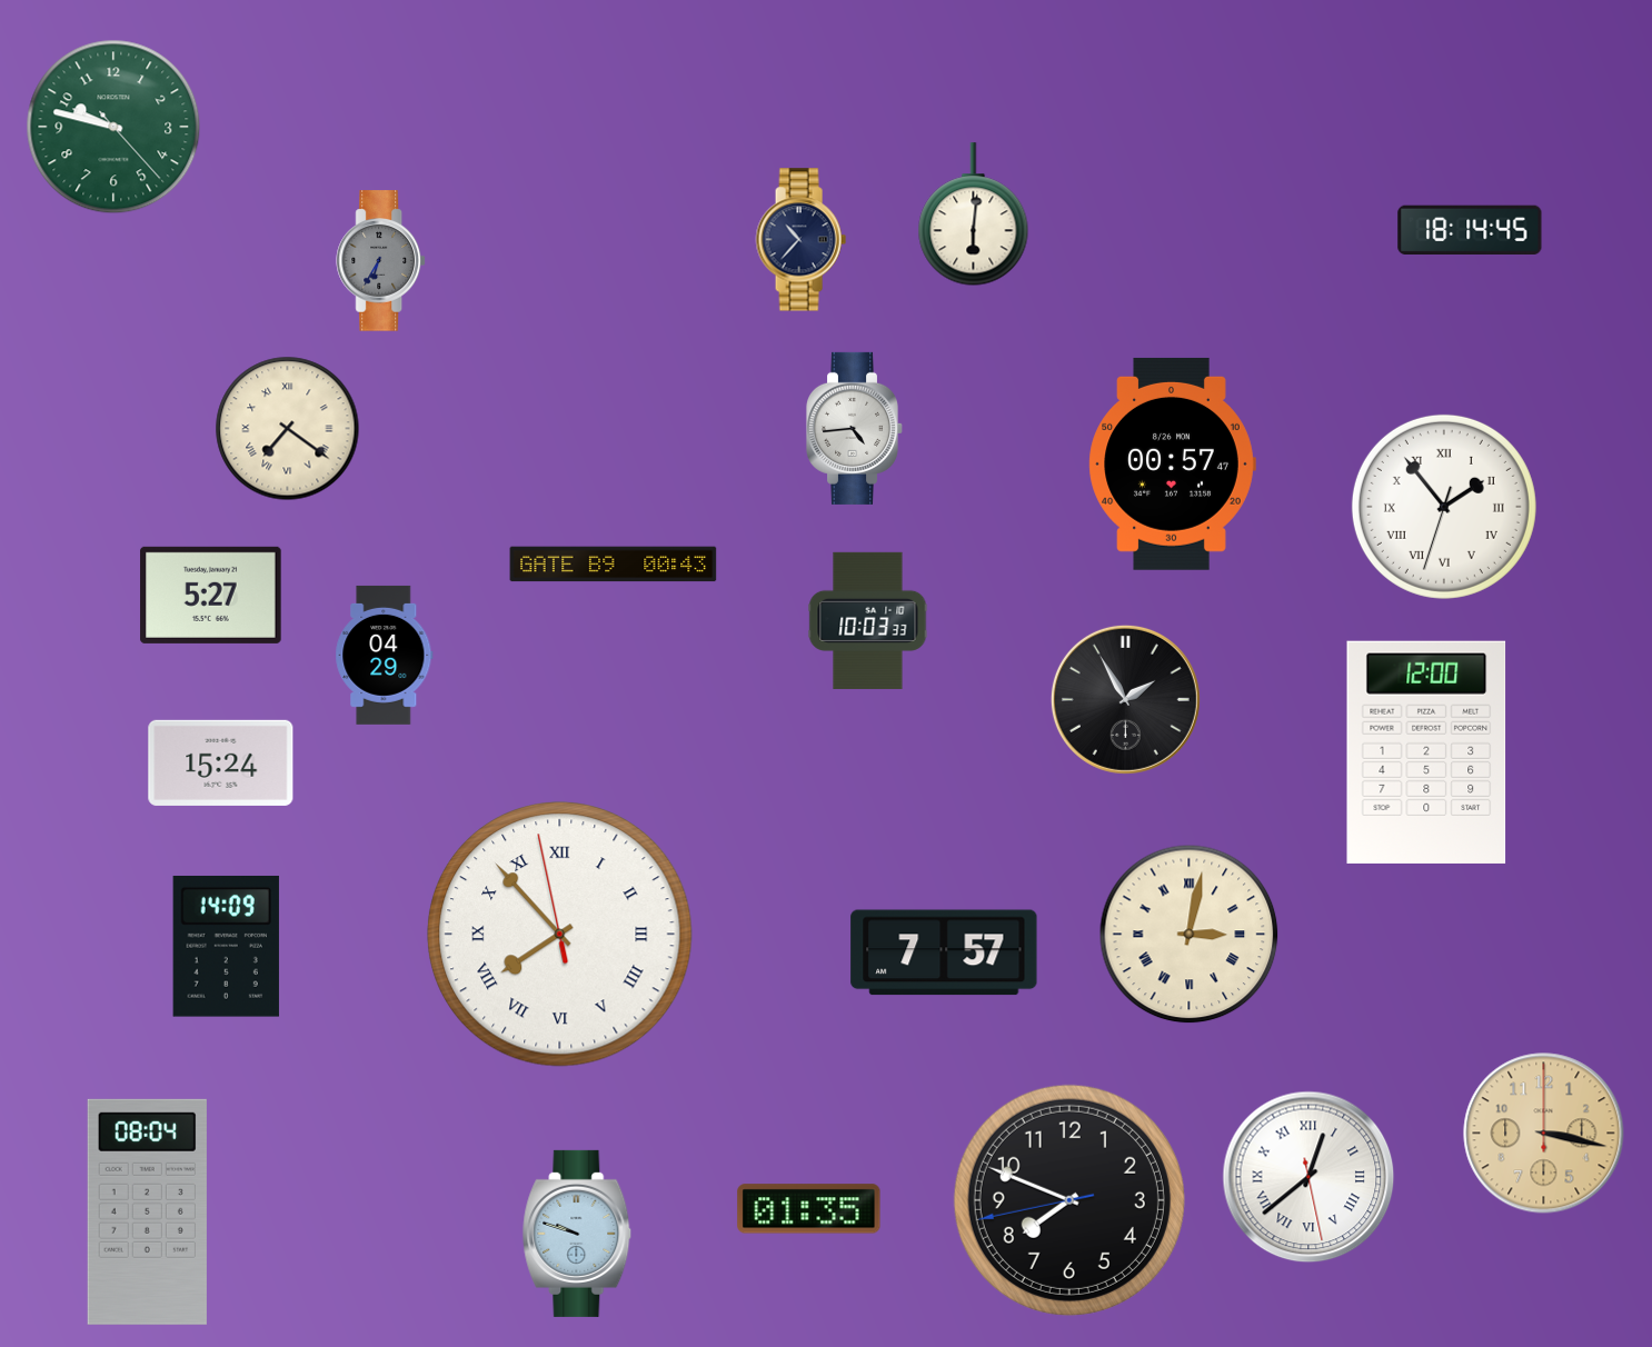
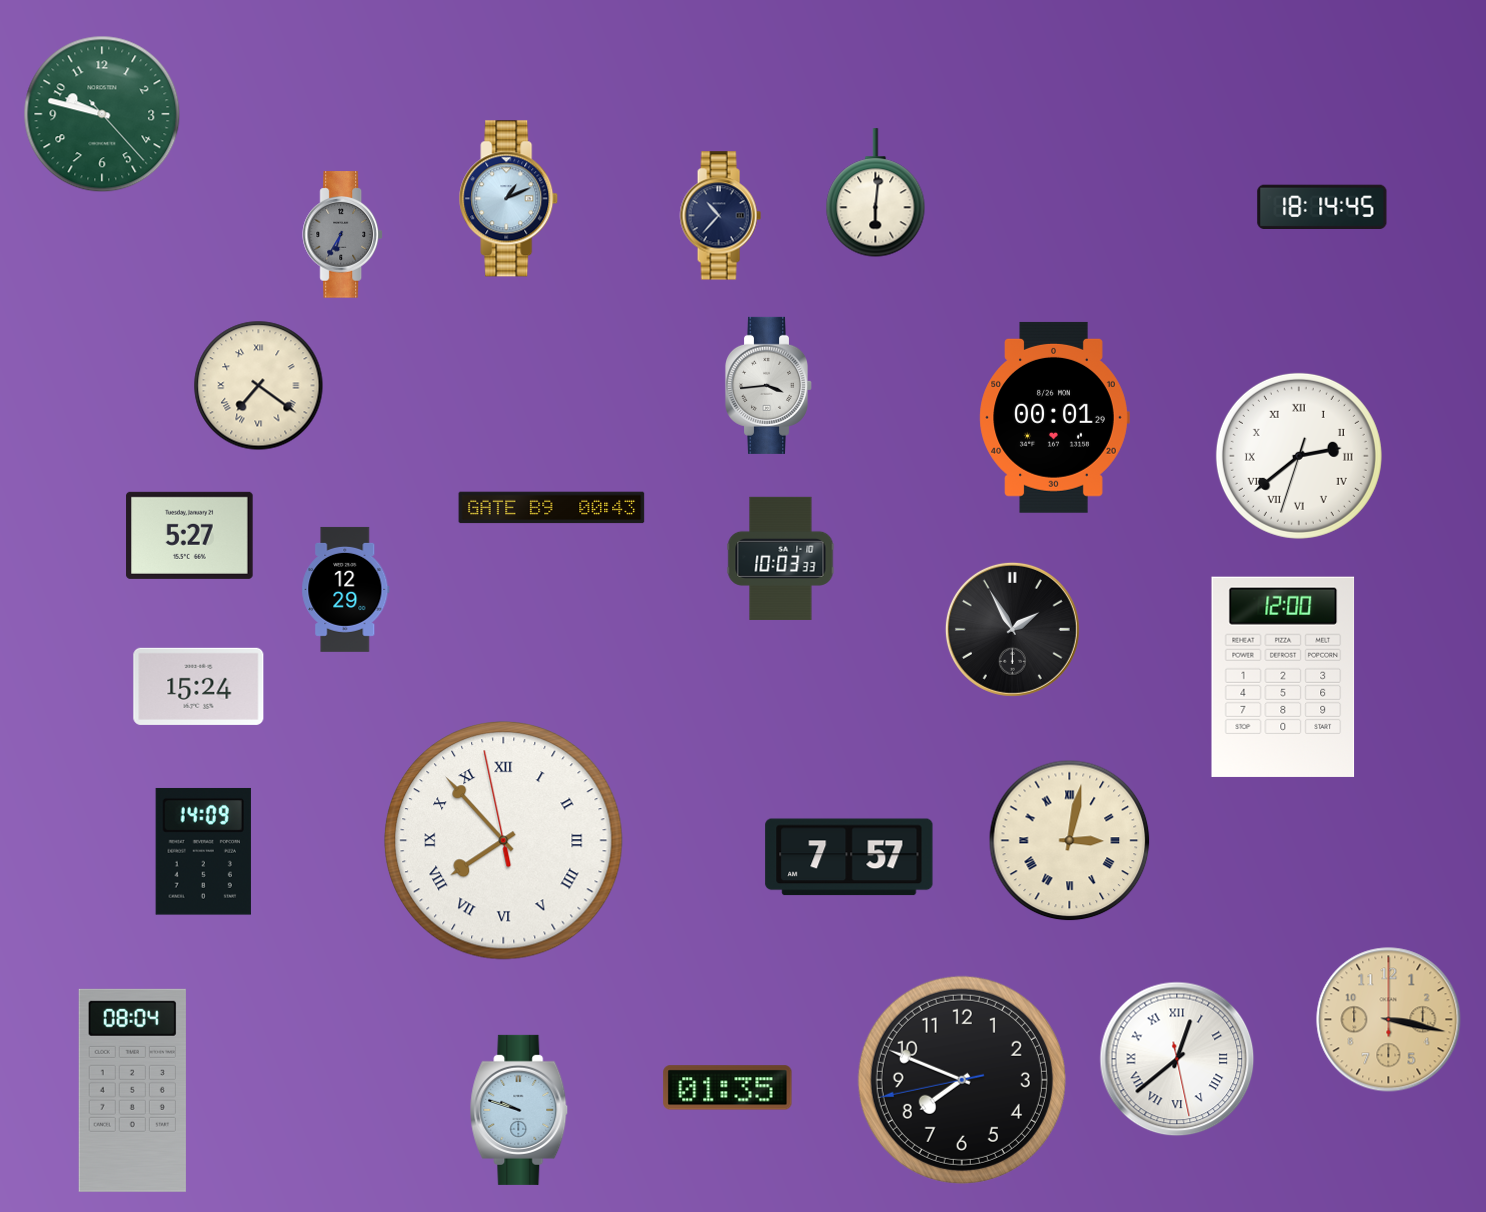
clock at (509, 199): none -> 1:11
clock at (854, 428): 4:44 -> 3:44
clock at (1172, 463): 00:57 -> 00:01
clock at (1444, 507): 1:53 -> 2:38
clock at (385, 655): 04:29 -> 12:29
